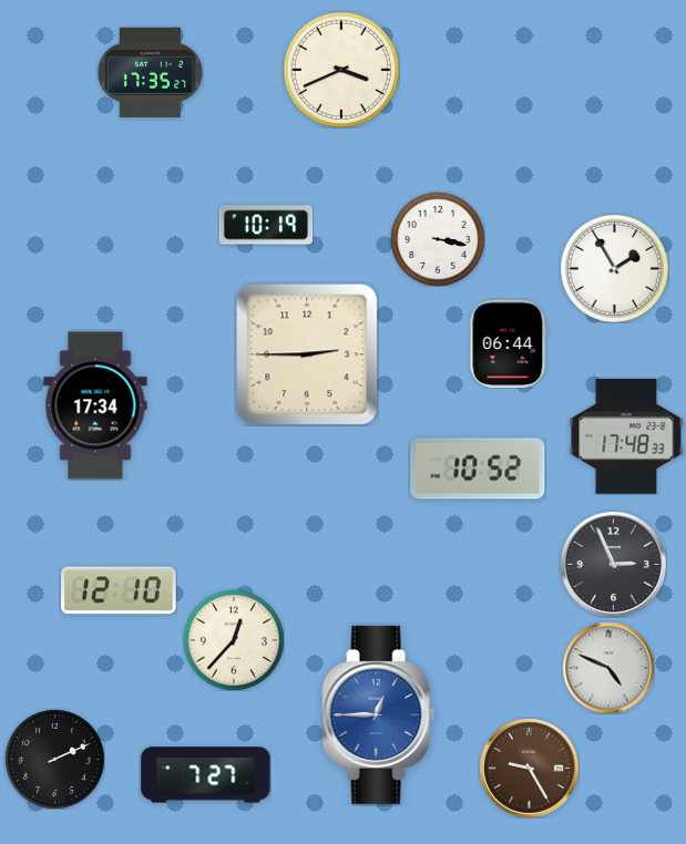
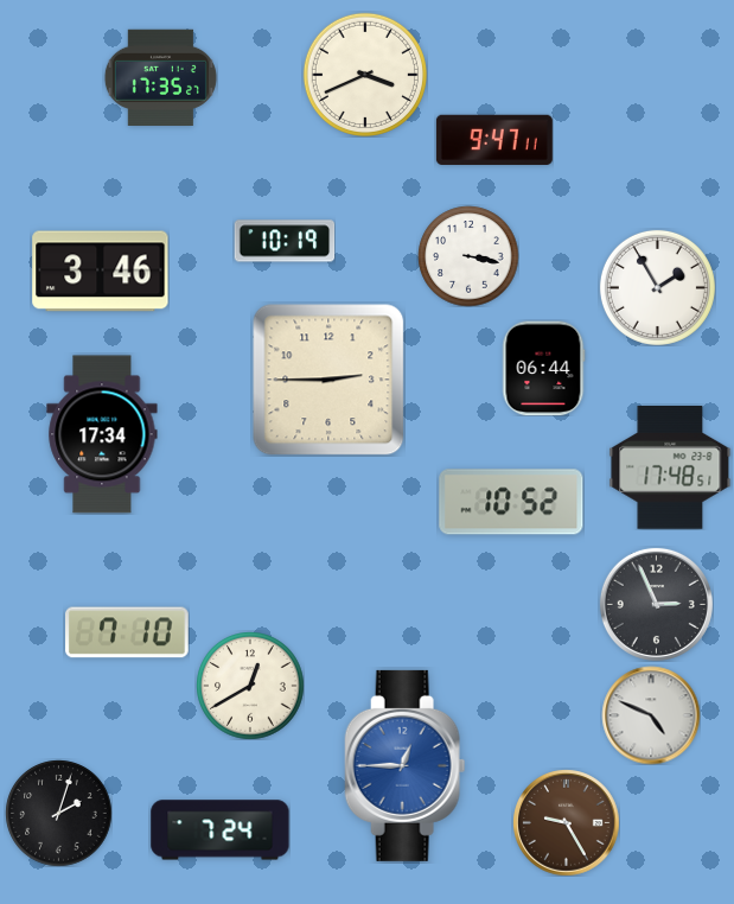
clock at (494, 139): none -> 9:47
clock at (101, 272): none -> 3:46
clock at (626, 438): 17:48:33 -> 17:48:51
clock at (120, 590): 12:10 -> 7:10
clock at (234, 640): 12:37 -> 12:40
clock at (54, 759): 2:11 -> 2:03
clock at (206, 775): 7:27 -> 7:24
